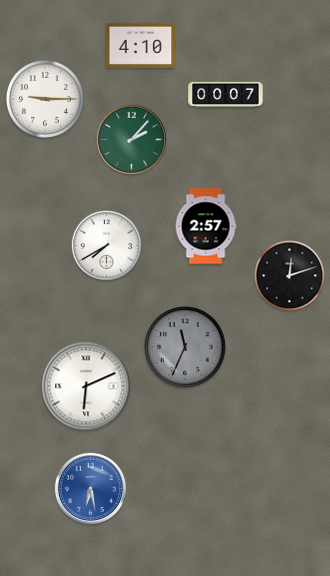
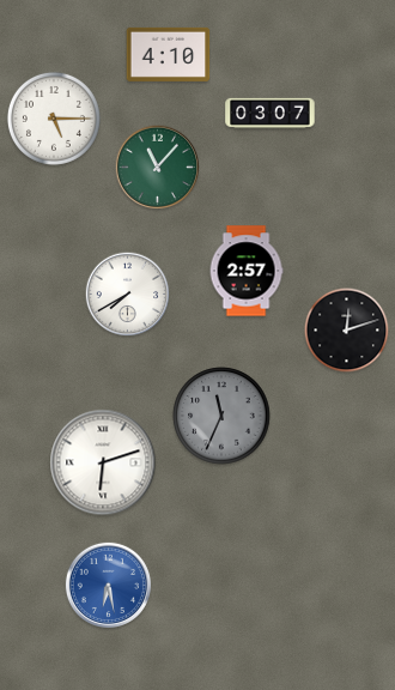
clock at (226, 94): 00:07 -> 03:07
clock at (45, 99): 9:15 -> 5:15
clock at (132, 140): 2:07 -> 11:07
clock at (86, 386): 6:11 -> 6:12
